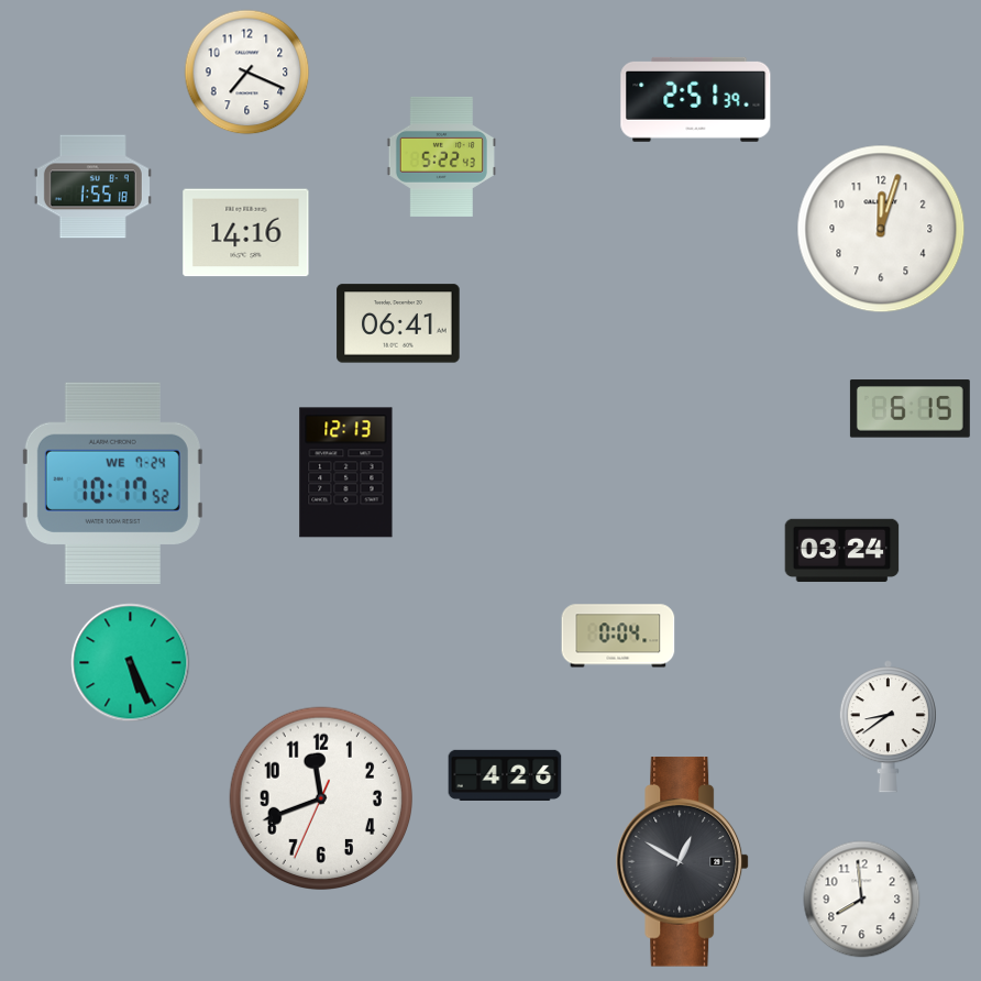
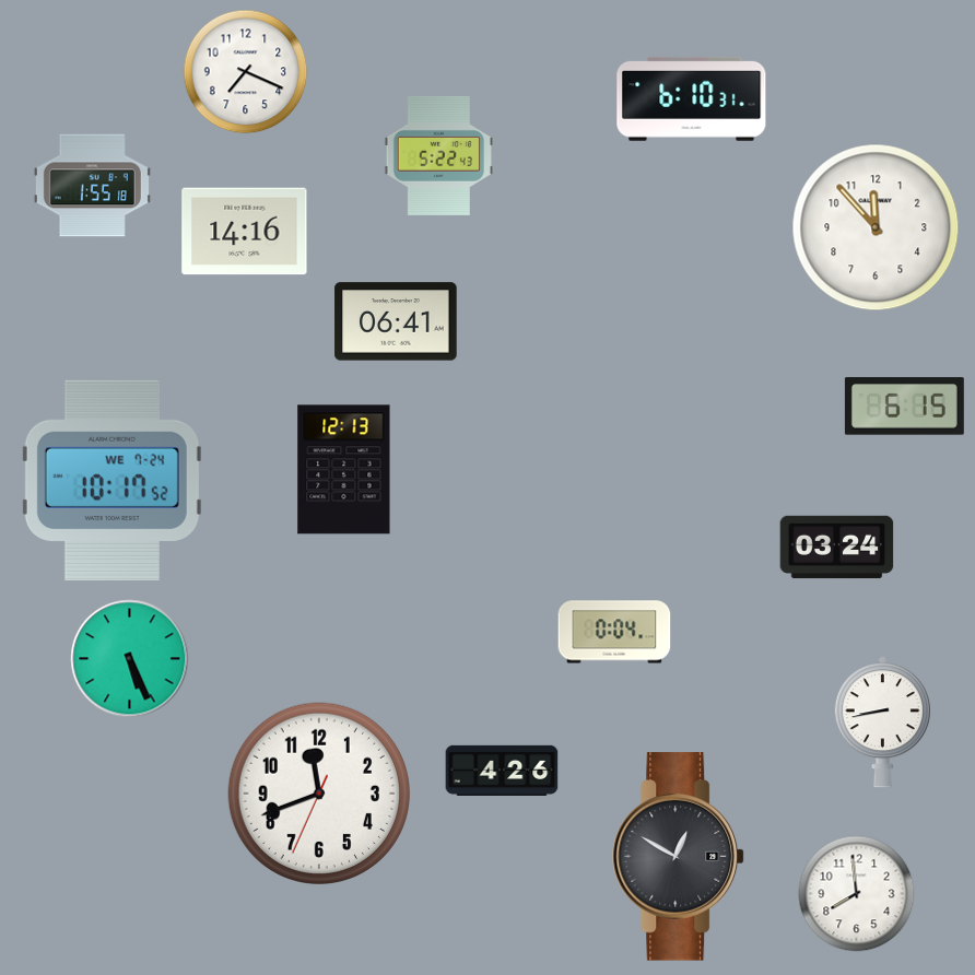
clock at (696, 99): 2:51 -> 6:10
clock at (881, 229): 12:03 -> 11:53
clock at (888, 727): 8:39 -> 8:43
